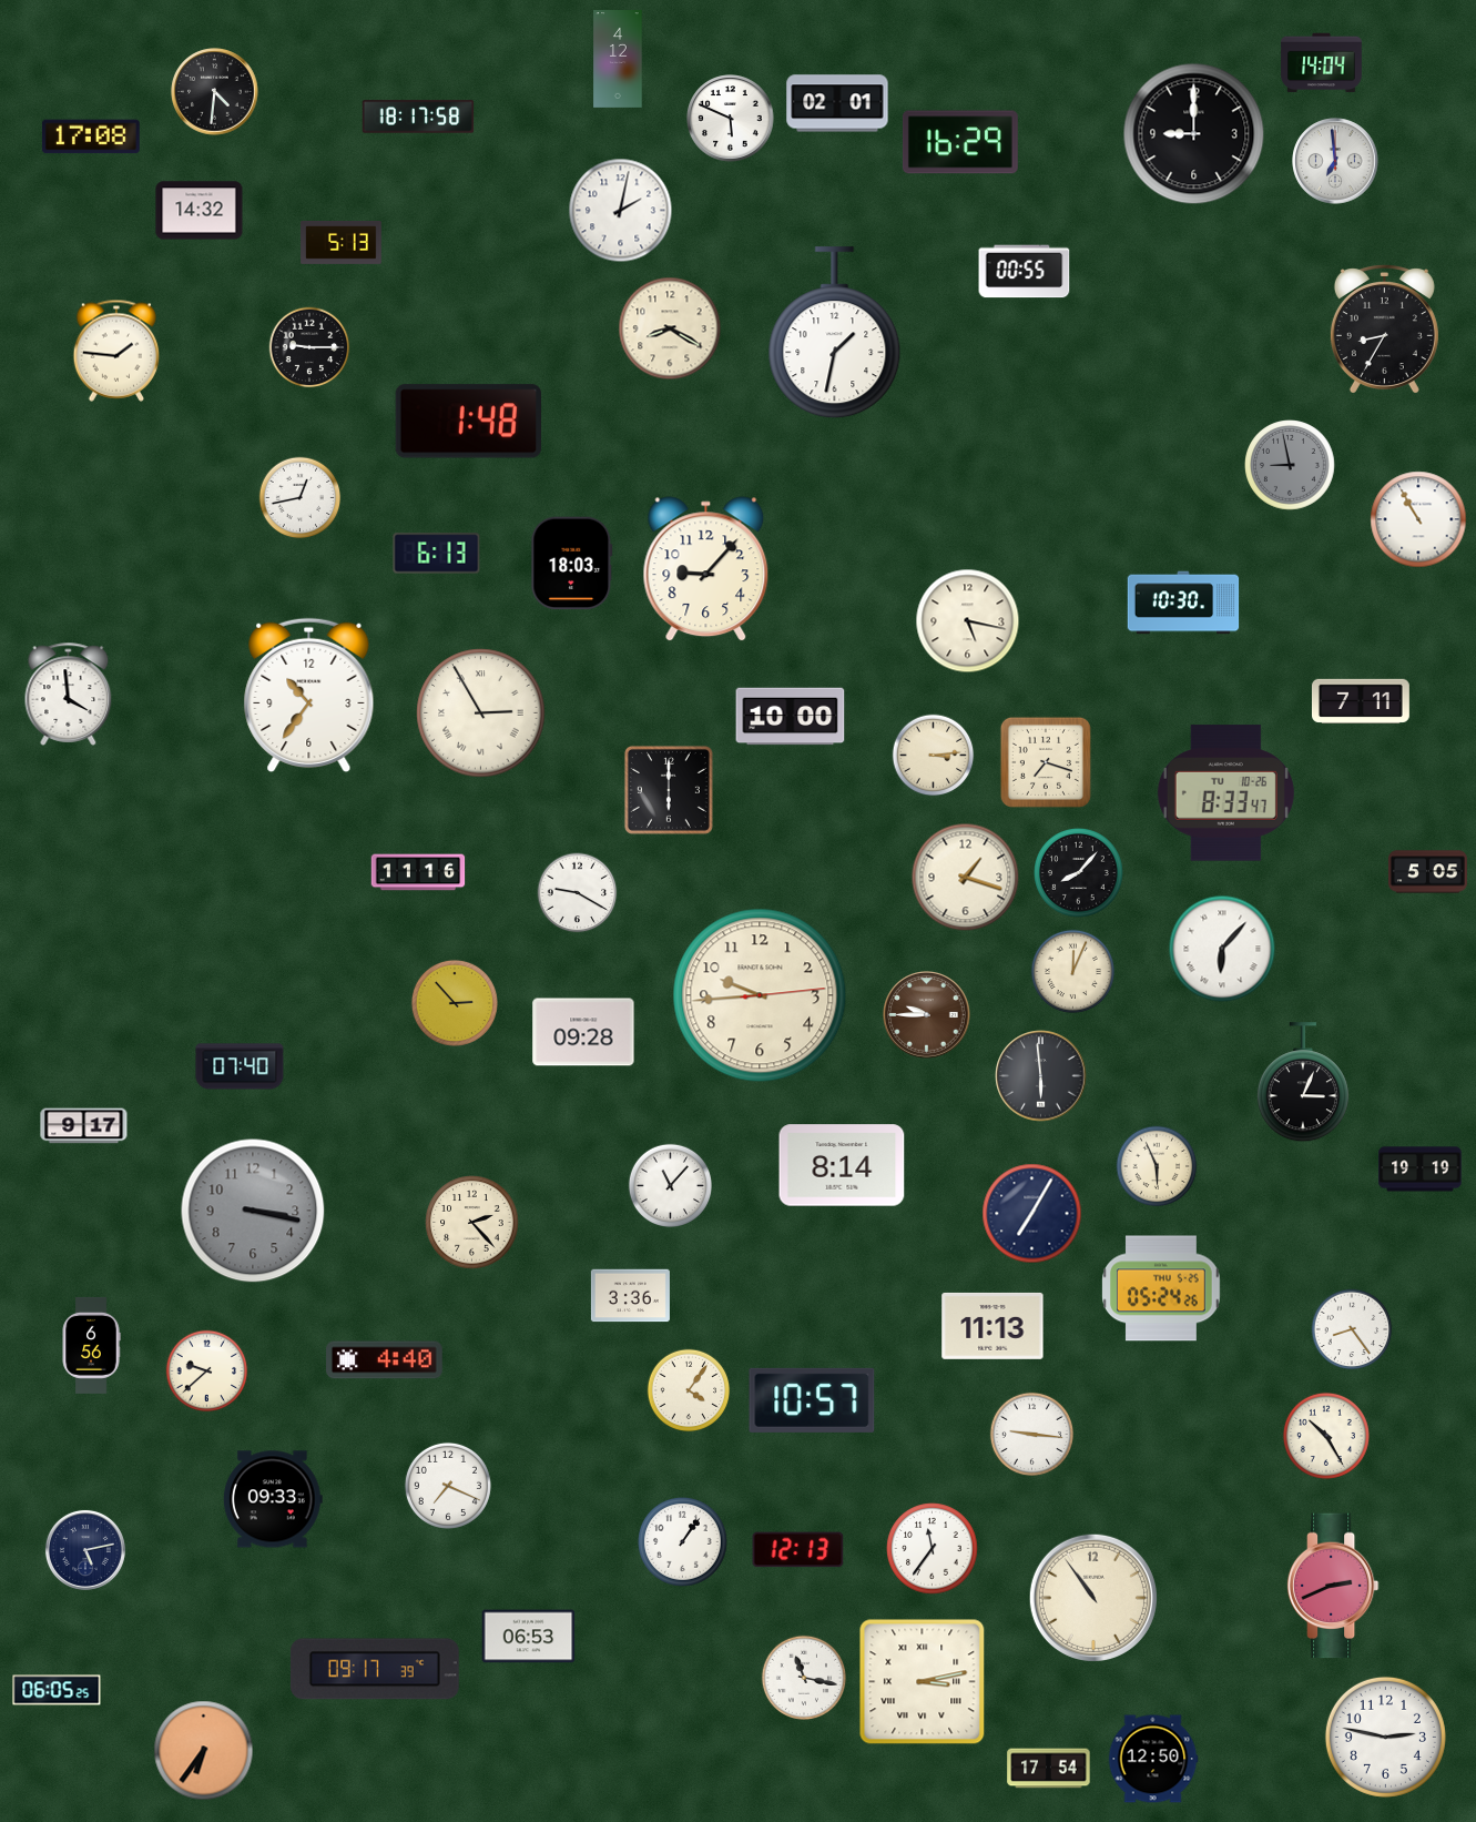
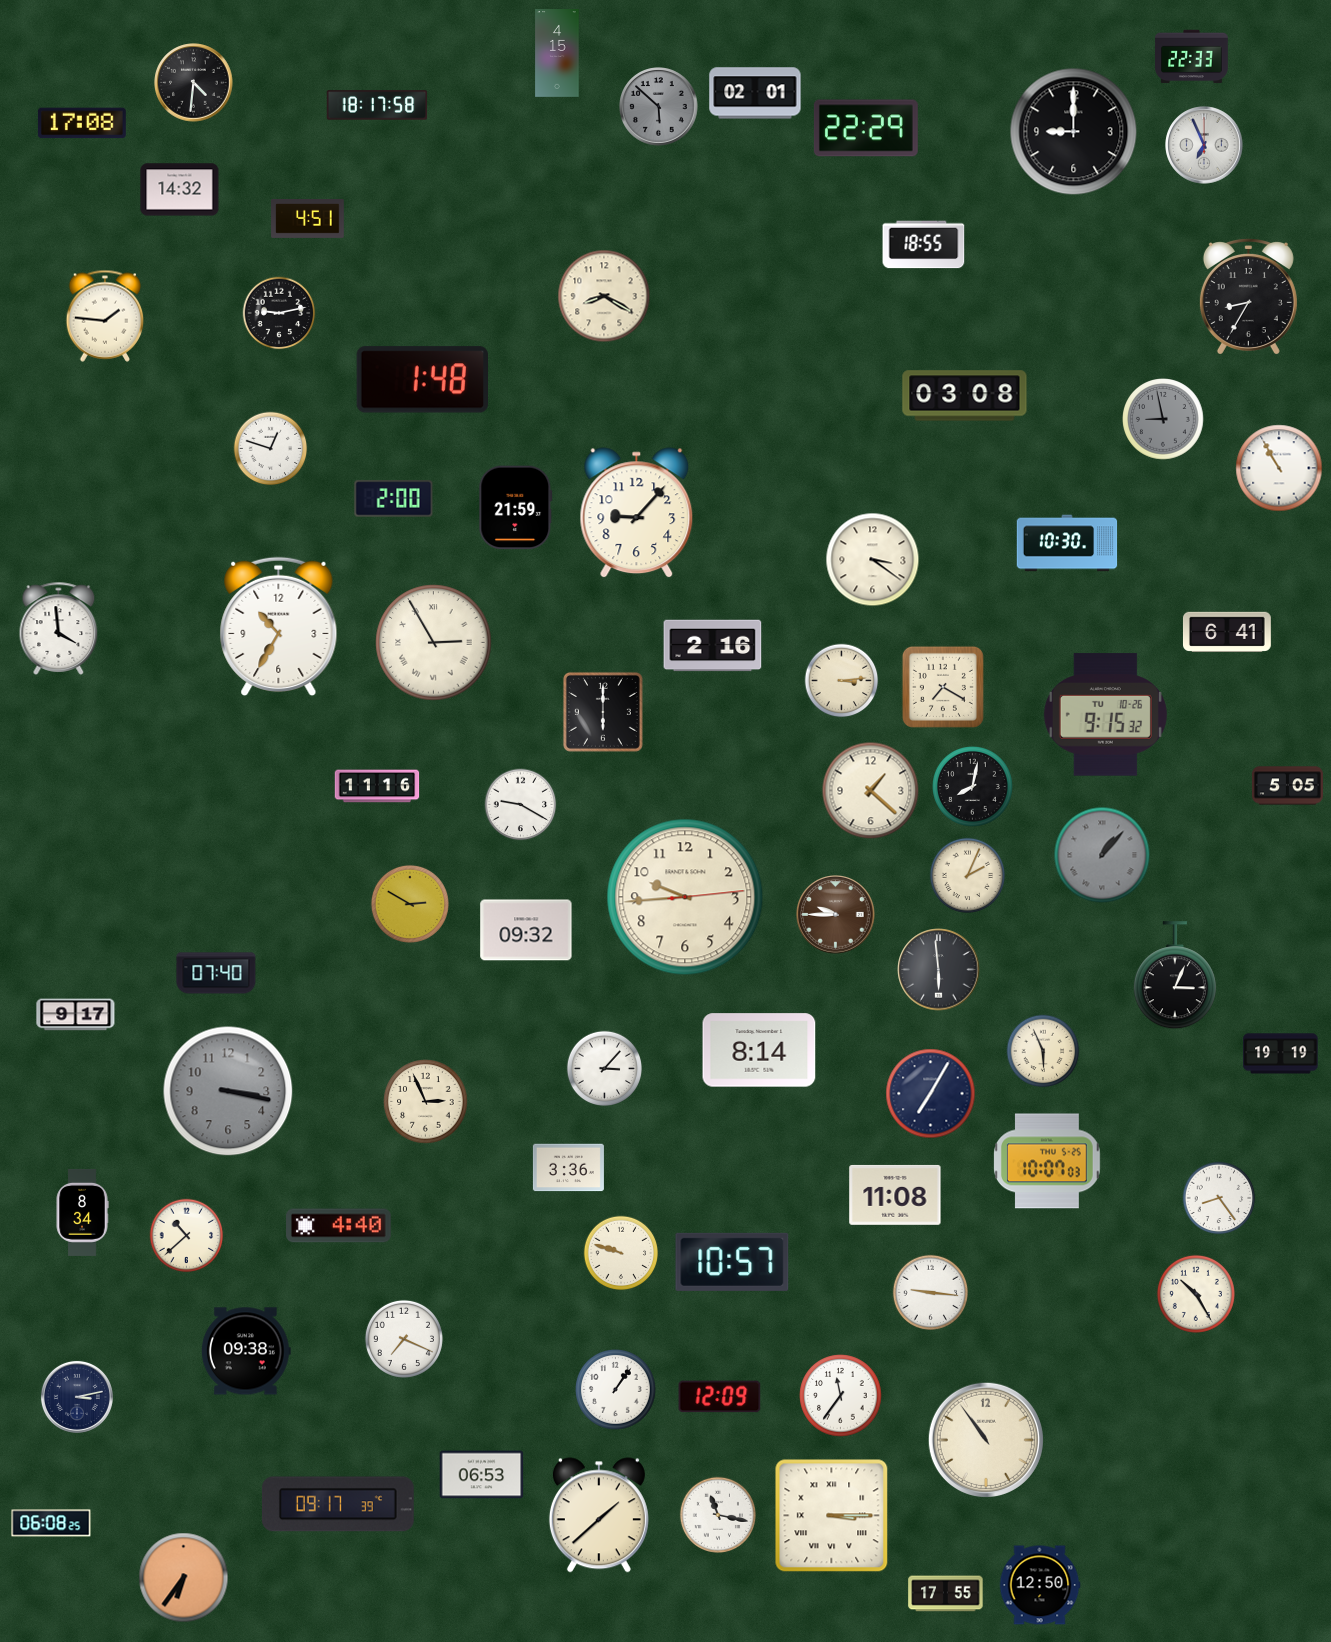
clock at (618, 60): 4:12 -> 4:15
clock at (1322, 63): 14:04 -> 22:33
clock at (731, 119): 5:49 -> 5:52
clock at (731, 119) dial: white -> grey
clock at (1194, 134) position: (1194, 134) -> (1074, 132)
clock at (960, 142): 16:29 -> 22:29
clock at (1335, 161): 6:59 -> 6:56
clock at (621, 211): 2:02 -> none
clock at (342, 243): 5:13 -> 4:51
clock at (1025, 272): 00:55 -> 18:55
clock at (835, 333): 1:32 -> none
clock at (309, 347): 9:15 -> 9:13
clock at (965, 396): none -> 03:08
clock at (301, 498): 12:43 -> 12:48
clock at (437, 554): 6:13 -> 2:00
clock at (572, 564): 18:03 -> 21:59
clock at (968, 621): 5:17 -> 3:21
clock at (69, 694) position: (69, 694) -> (59, 628)
clock at (309, 696): 10:36 -> 10:35
clock at (1361, 701): 7:11 -> 6:41
clock at (791, 717): 10:00 -> 2:16
clock at (1046, 762): 7:18 -> 7:20
clock at (1225, 793): 8:33 -> 9:15
clock at (1079, 873): 8:07 -> 8:02
clock at (966, 878): 1:18 -> 1:22
clock at (1222, 949): 6:07 -> 1:07
clock at (1222, 949) dial: white -> grey
clock at (1073, 972): 12:04 -> 2:04
clock at (455, 1003): 2:53 -> 2:50
clock at (583, 1032): 09:28 -> 09:32
clock at (240, 1066) position: (240, 1066) -> (216, 973)
clock at (671, 1186): 11:07 -> 3:07
clock at (472, 1223): 2:23 -> 2:56
clock at (1162, 1288): 05:24 -> 10:07
clock at (993, 1326): 11:13 -> 11:08
clock at (91, 1345): 6:56 -> 8:34
clock at (385, 1360) position: (385, 1360) -> (339, 1226)
clock at (207, 1371): 9:38 -> 10:38
clock at (689, 1390): 4:06 -> 9:48
clock at (273, 1499): 09:33 -> 09:38
clock at (85, 1550): 5:13 -> 3:13
clock at (798, 1550): 12:13 -> 12:09
clock at (1333, 1586): 2:41 -> none
clock at (529, 1637) position: (529, 1637) -> (482, 1475)
clock at (803, 1677) position: (803, 1677) -> (717, 1514)
clock at (599, 1515): none -> 1:38
clock at (923, 1682): 3:13 -> 3:15
clock at (57, 1690): 06:05 -> 06:08
clock at (1385, 1737): 2:47 -> none
clock at (1049, 1769): 17:54 -> 17:55
